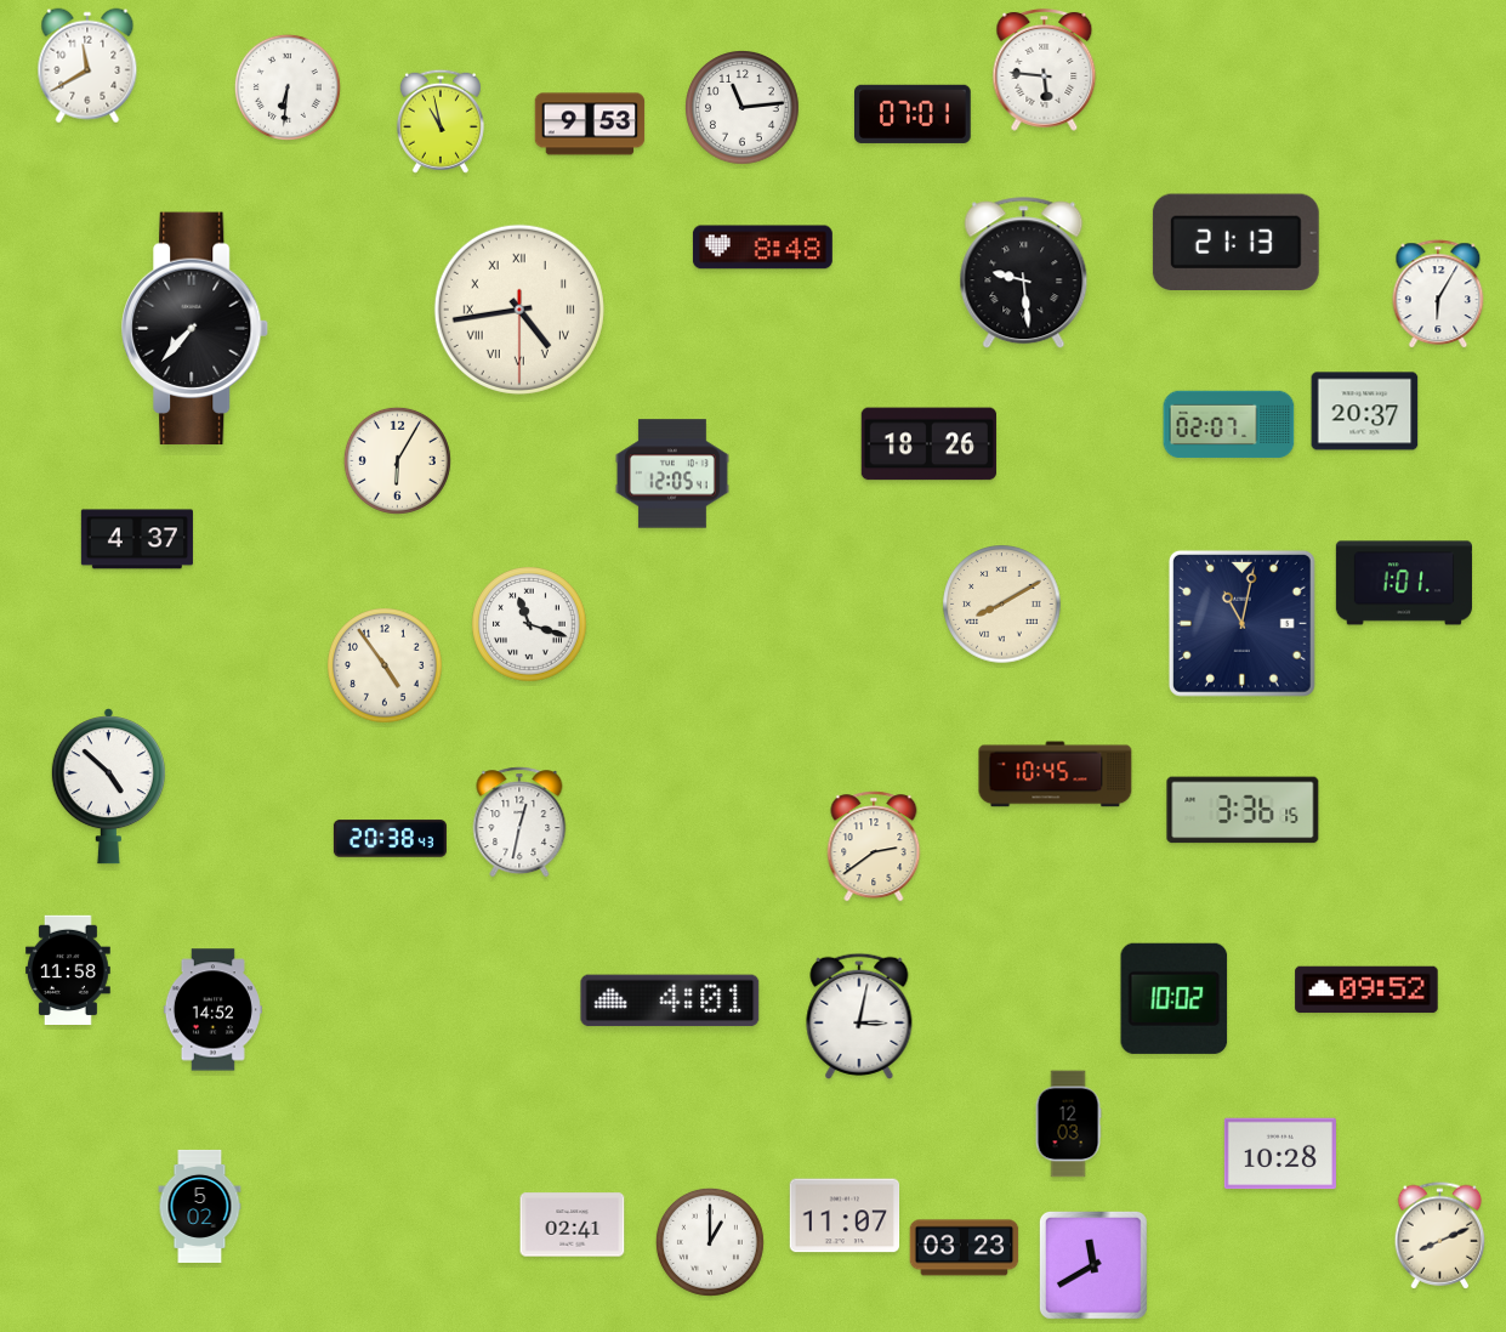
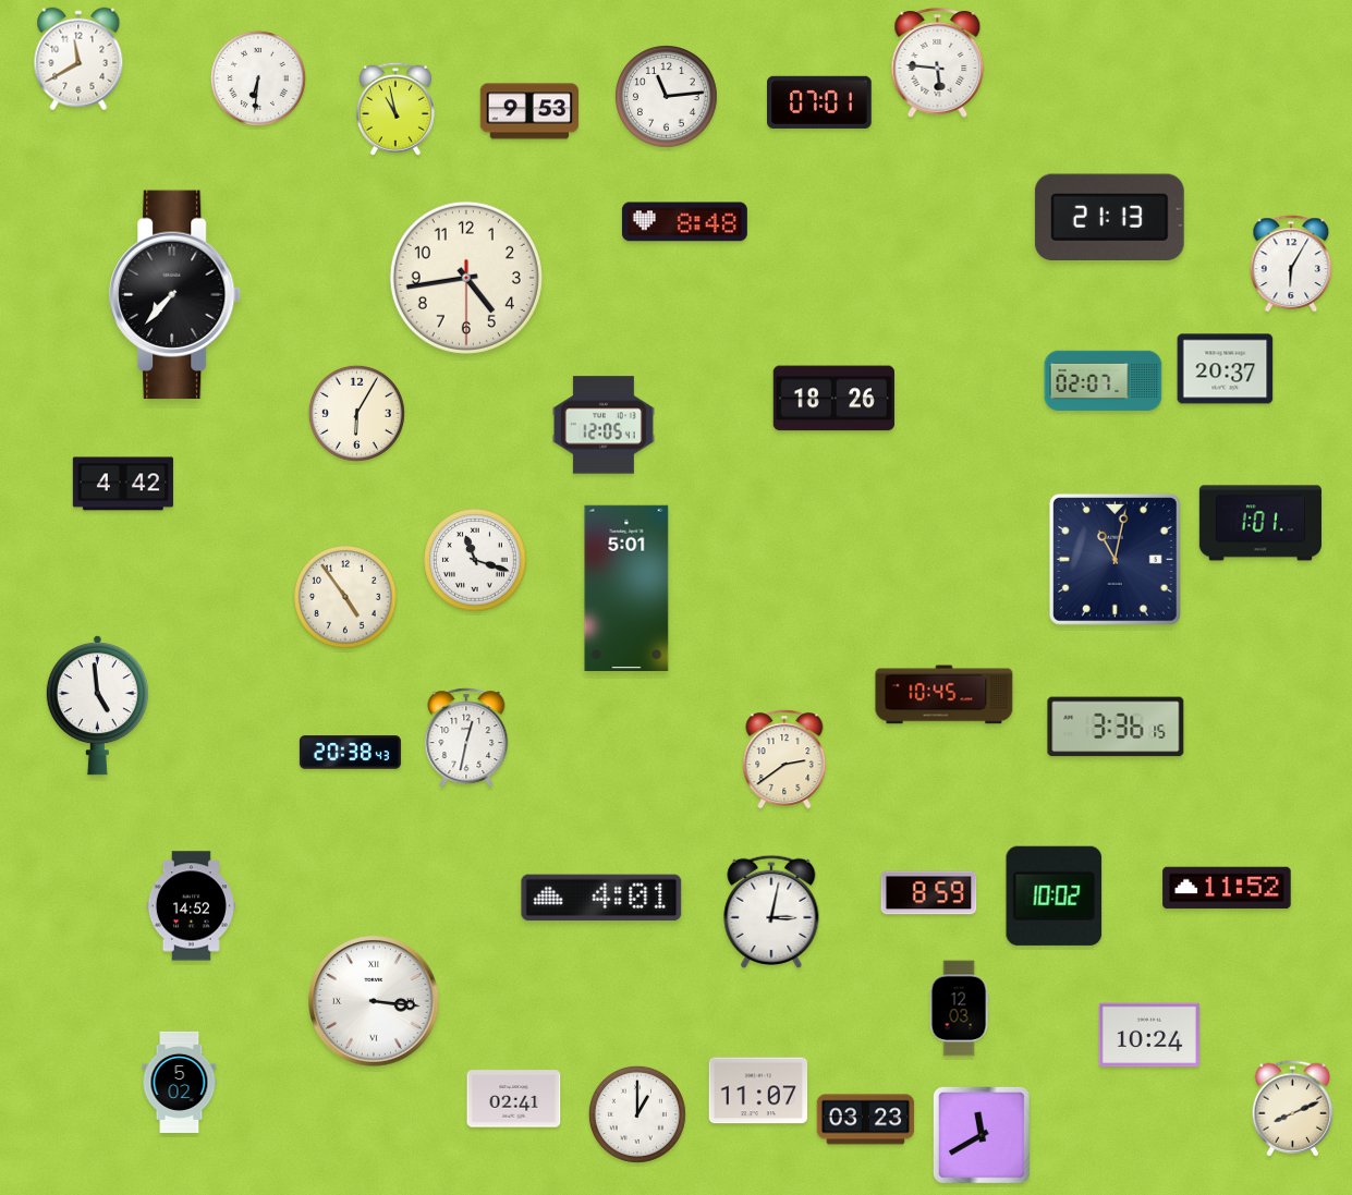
clock at (1024, 273): 9:29 -> none
clock at (519, 310) numerals: Roman -> Arabic
clock at (137, 539): 4:37 -> 4:42
clock at (1002, 605): 8:10 -> none
clock at (626, 587): none -> 5:01
clock at (1056, 775) position: (1056, 775) -> (945, 695)
clock at (108, 787): 4:52 -> 4:59
clock at (69, 970): 11:58 -> none
clock at (1366, 990): 09:52 -> 11:52
clock at (929, 893): none -> 8:59
clock at (374, 1001): none -> 3:16
clock at (1280, 1154): 10:28 -> 10:24
